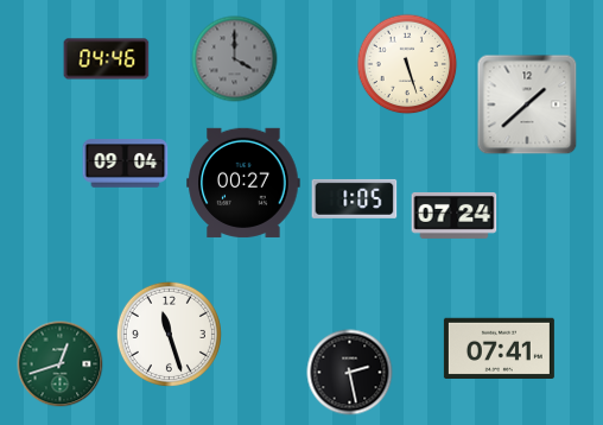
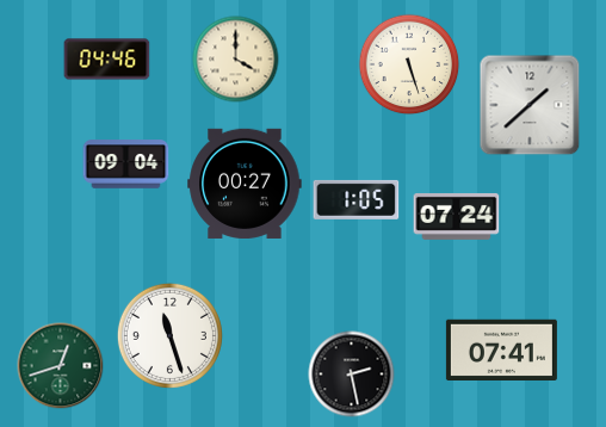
clock at (235, 59) dial: grey -> cream
